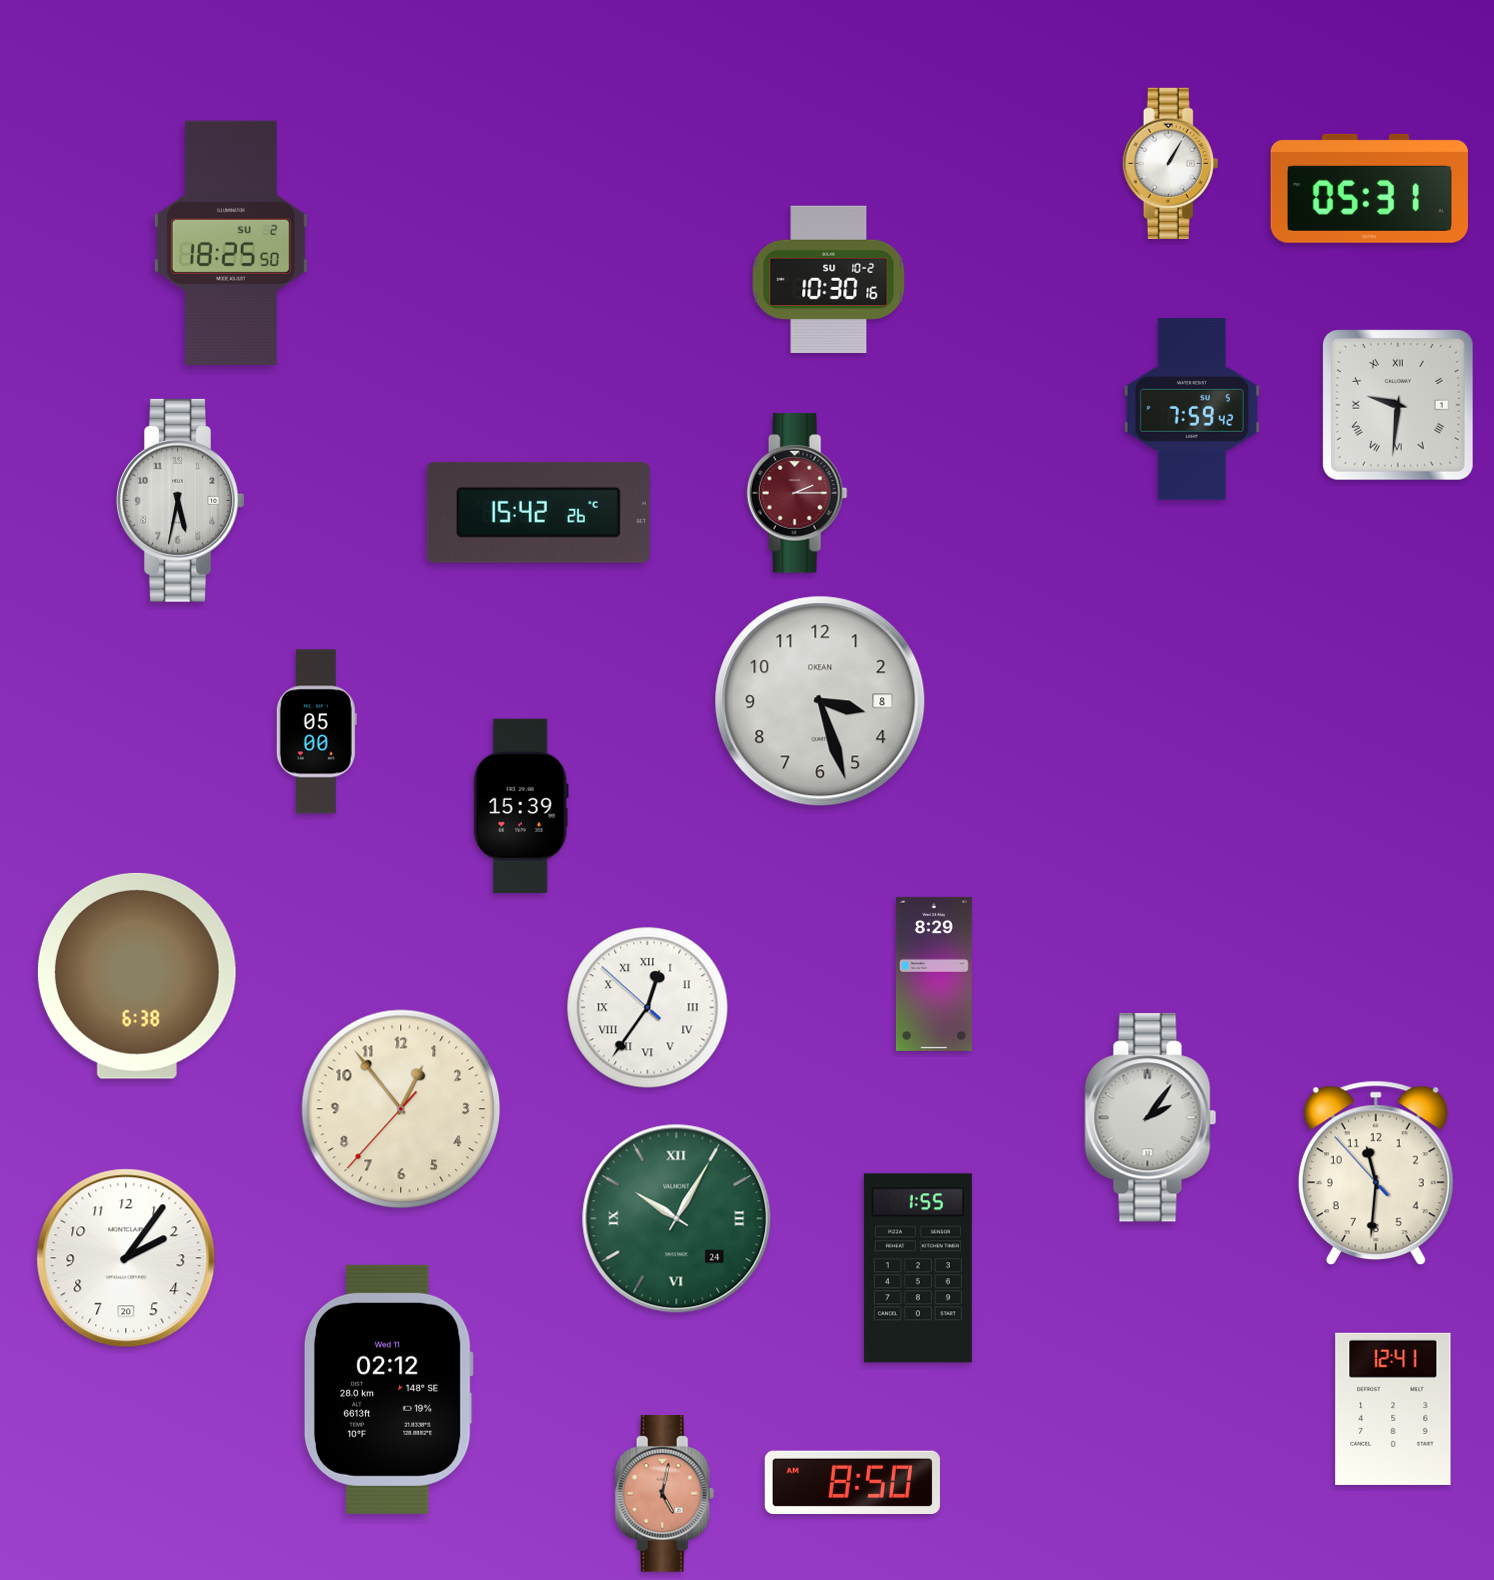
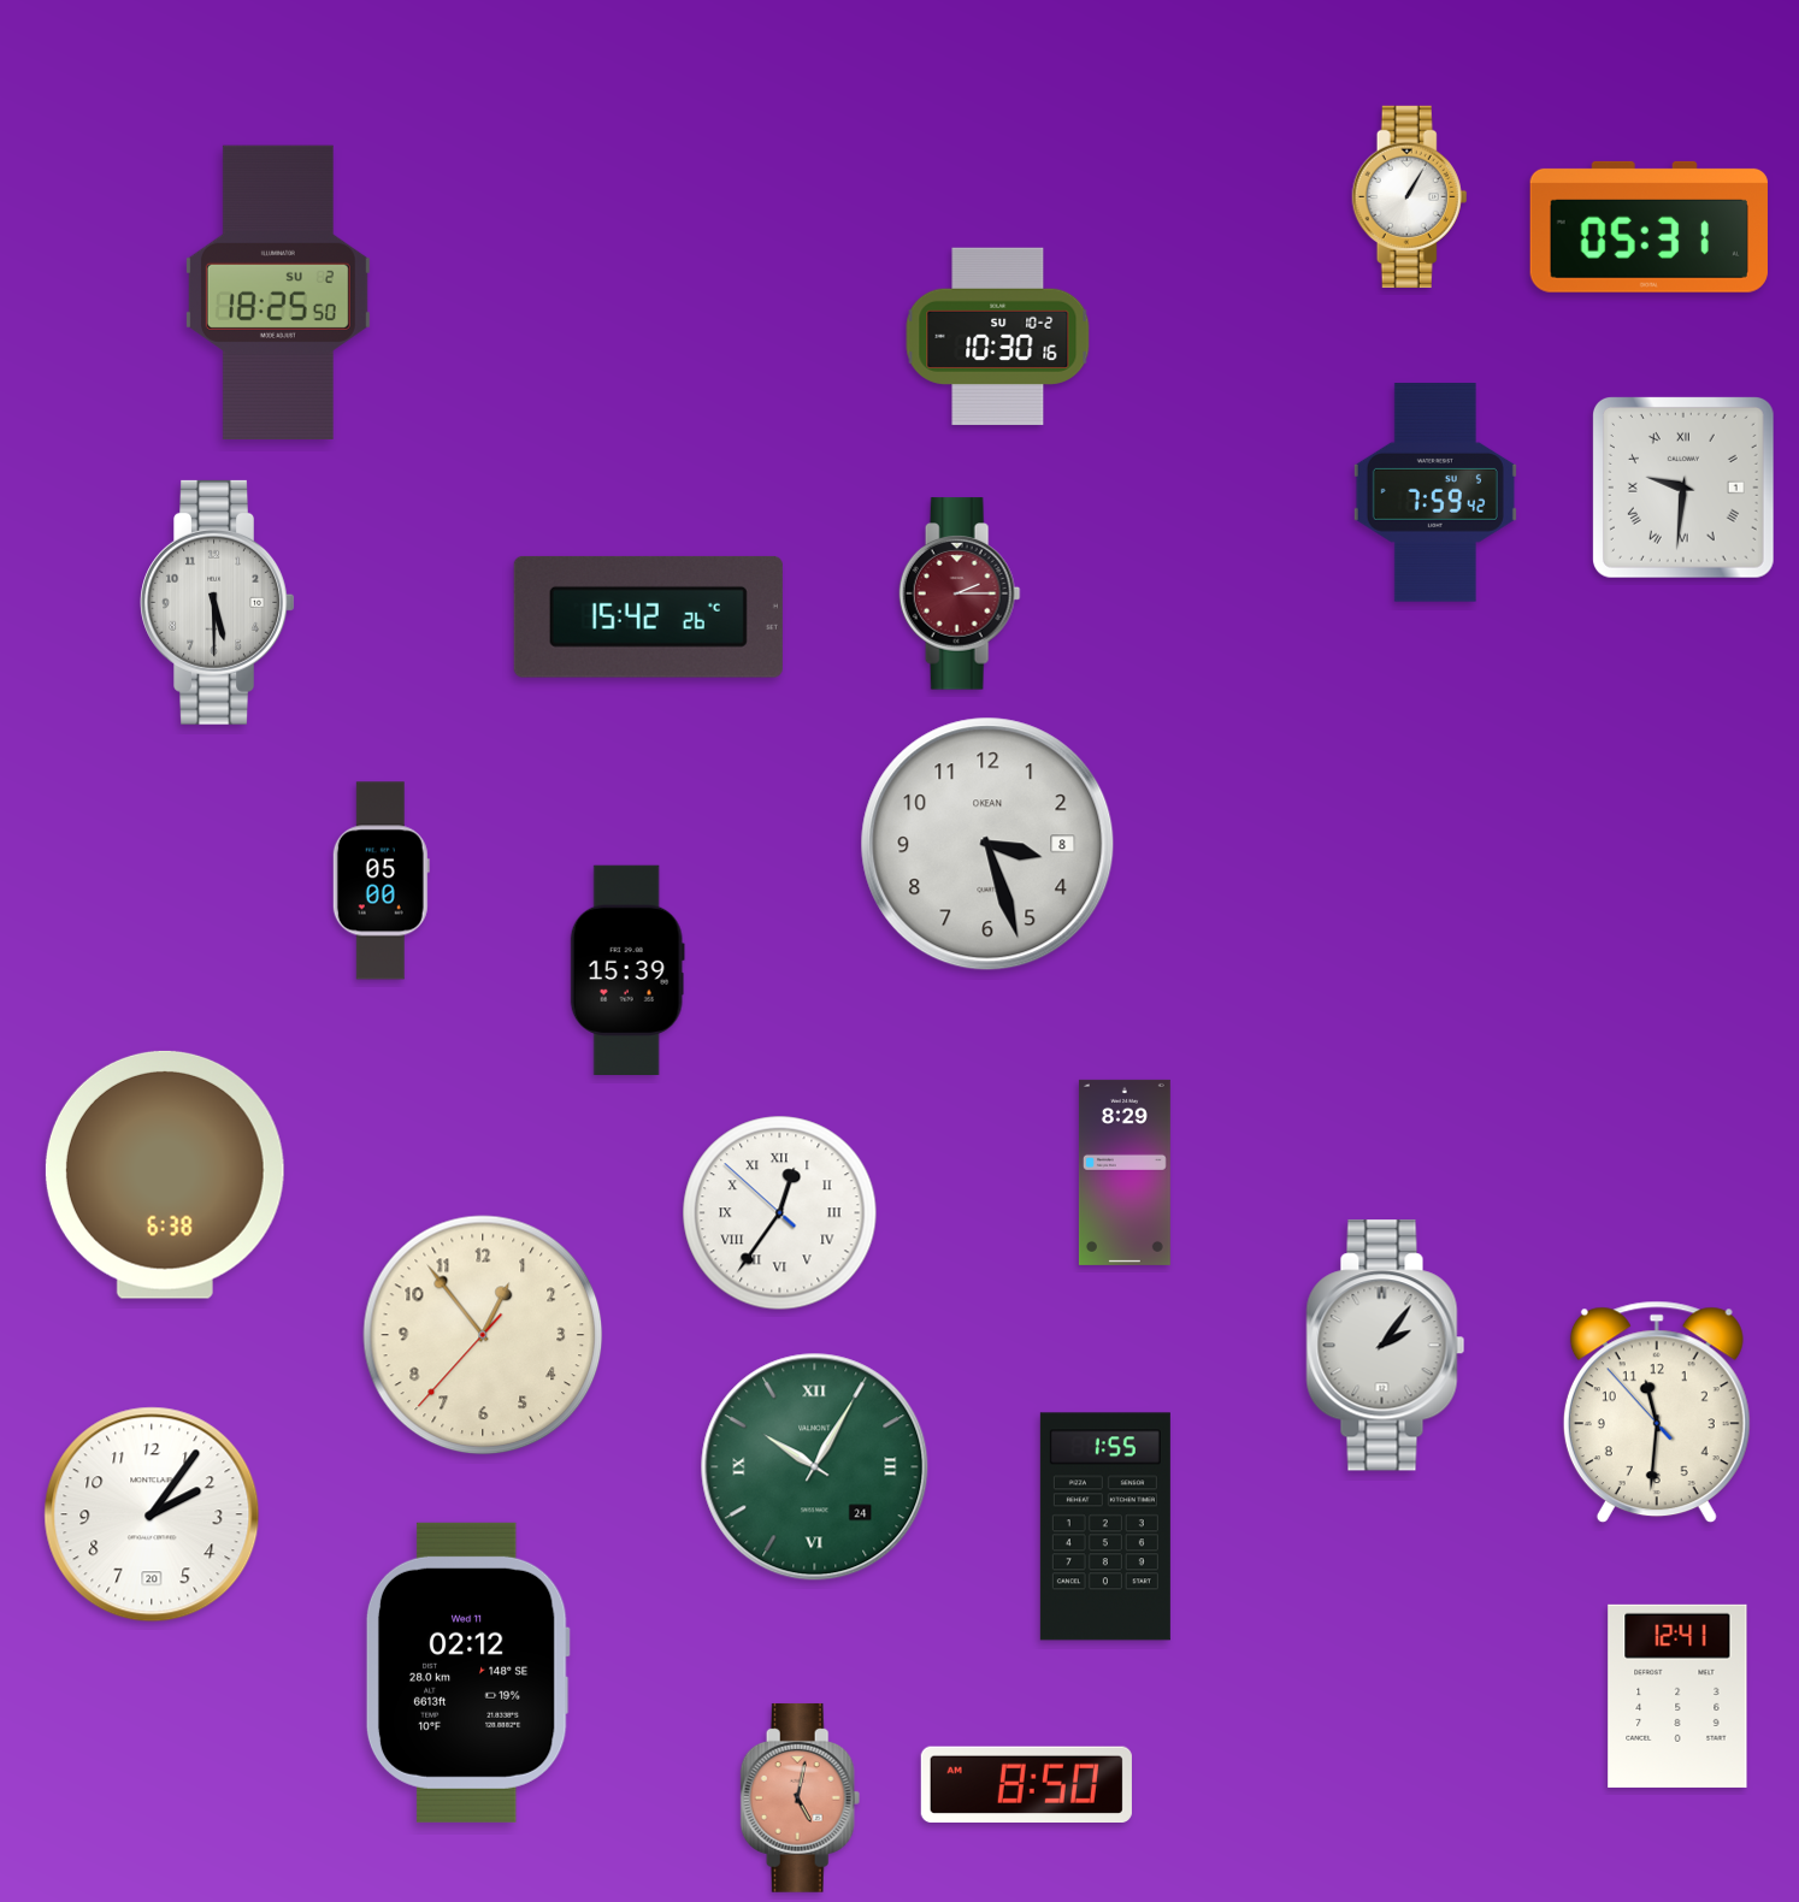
clock at (181, 500): 5:32 -> 5:30
